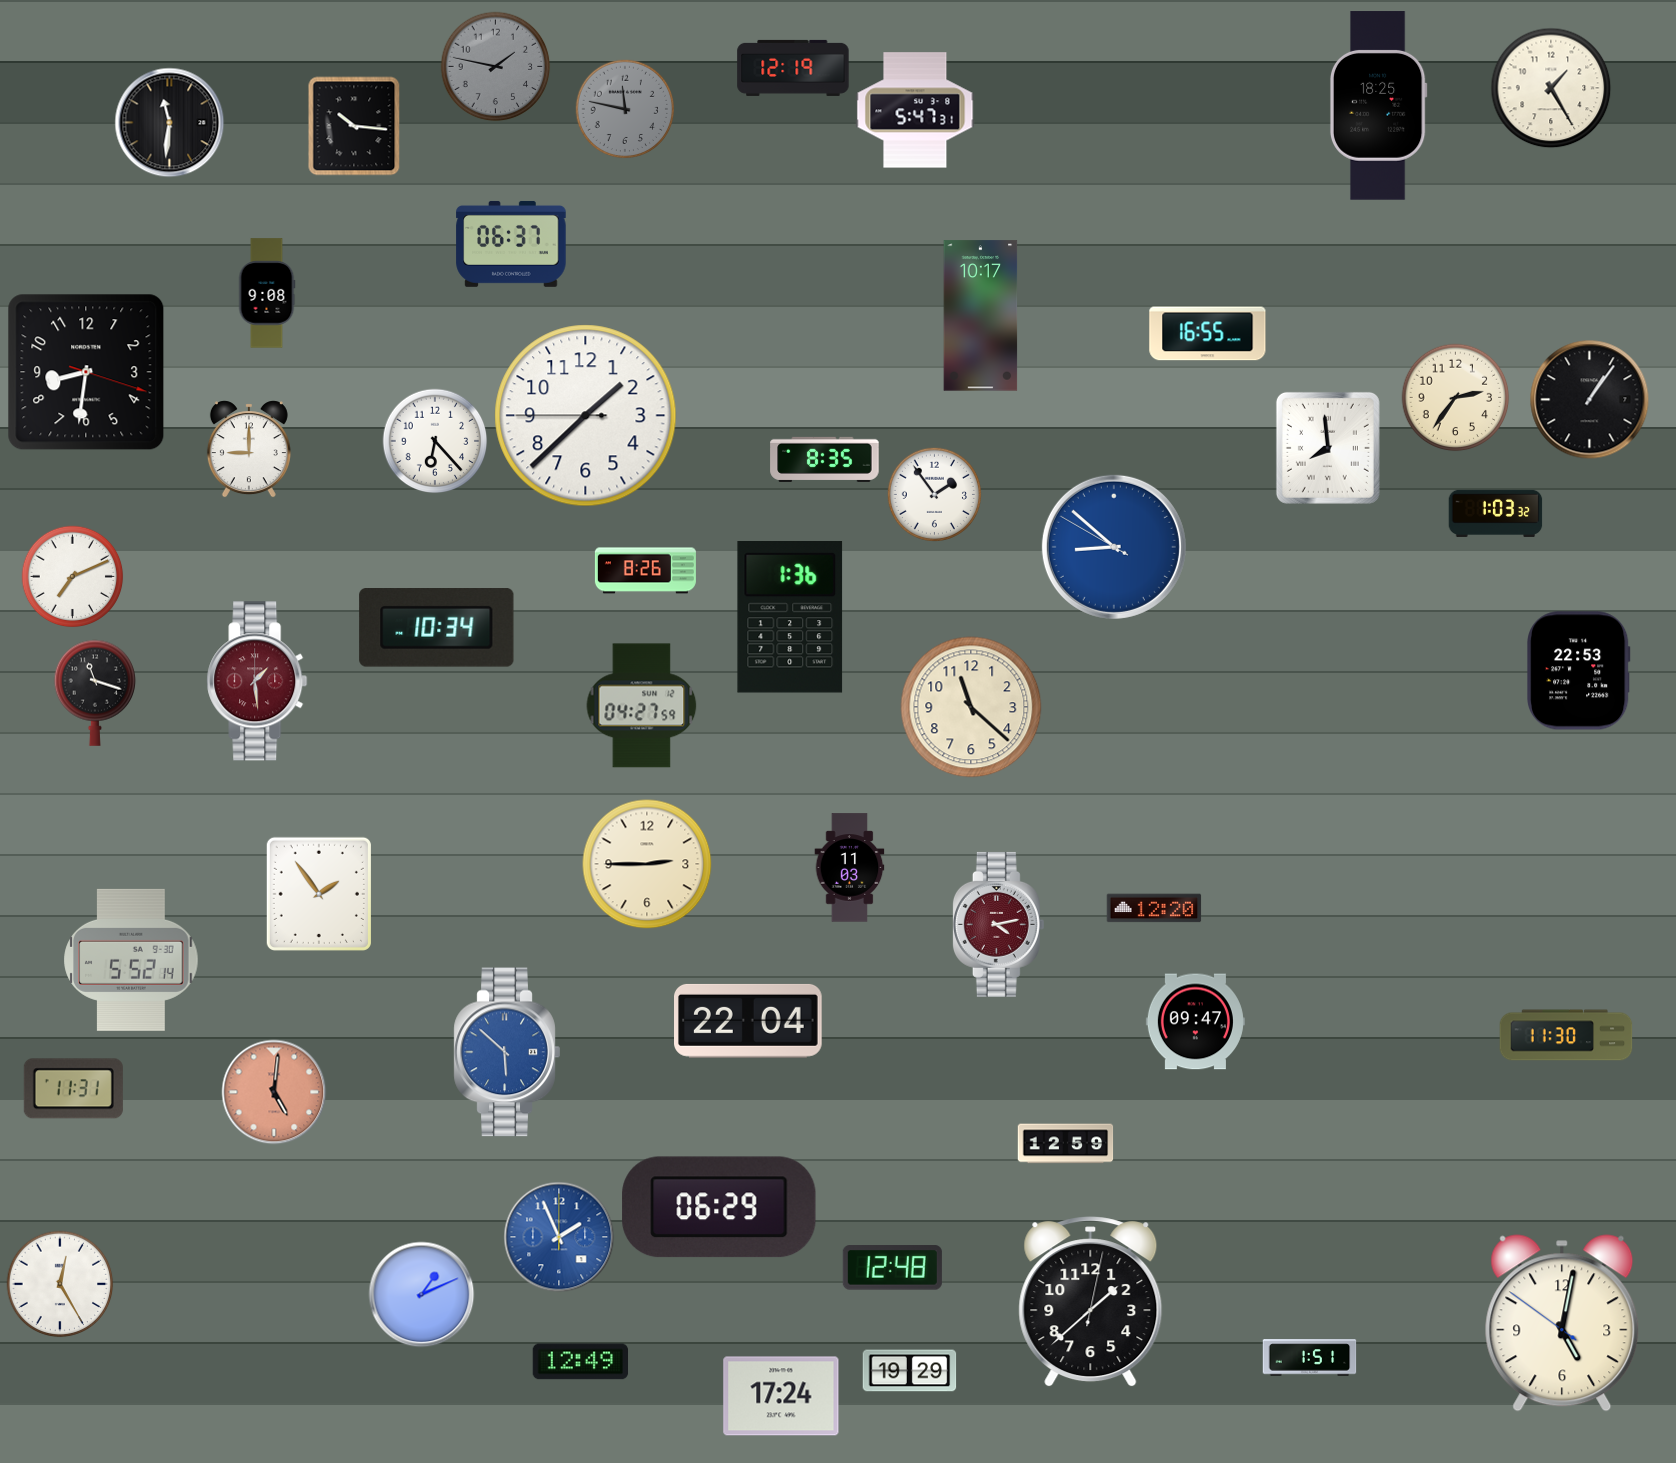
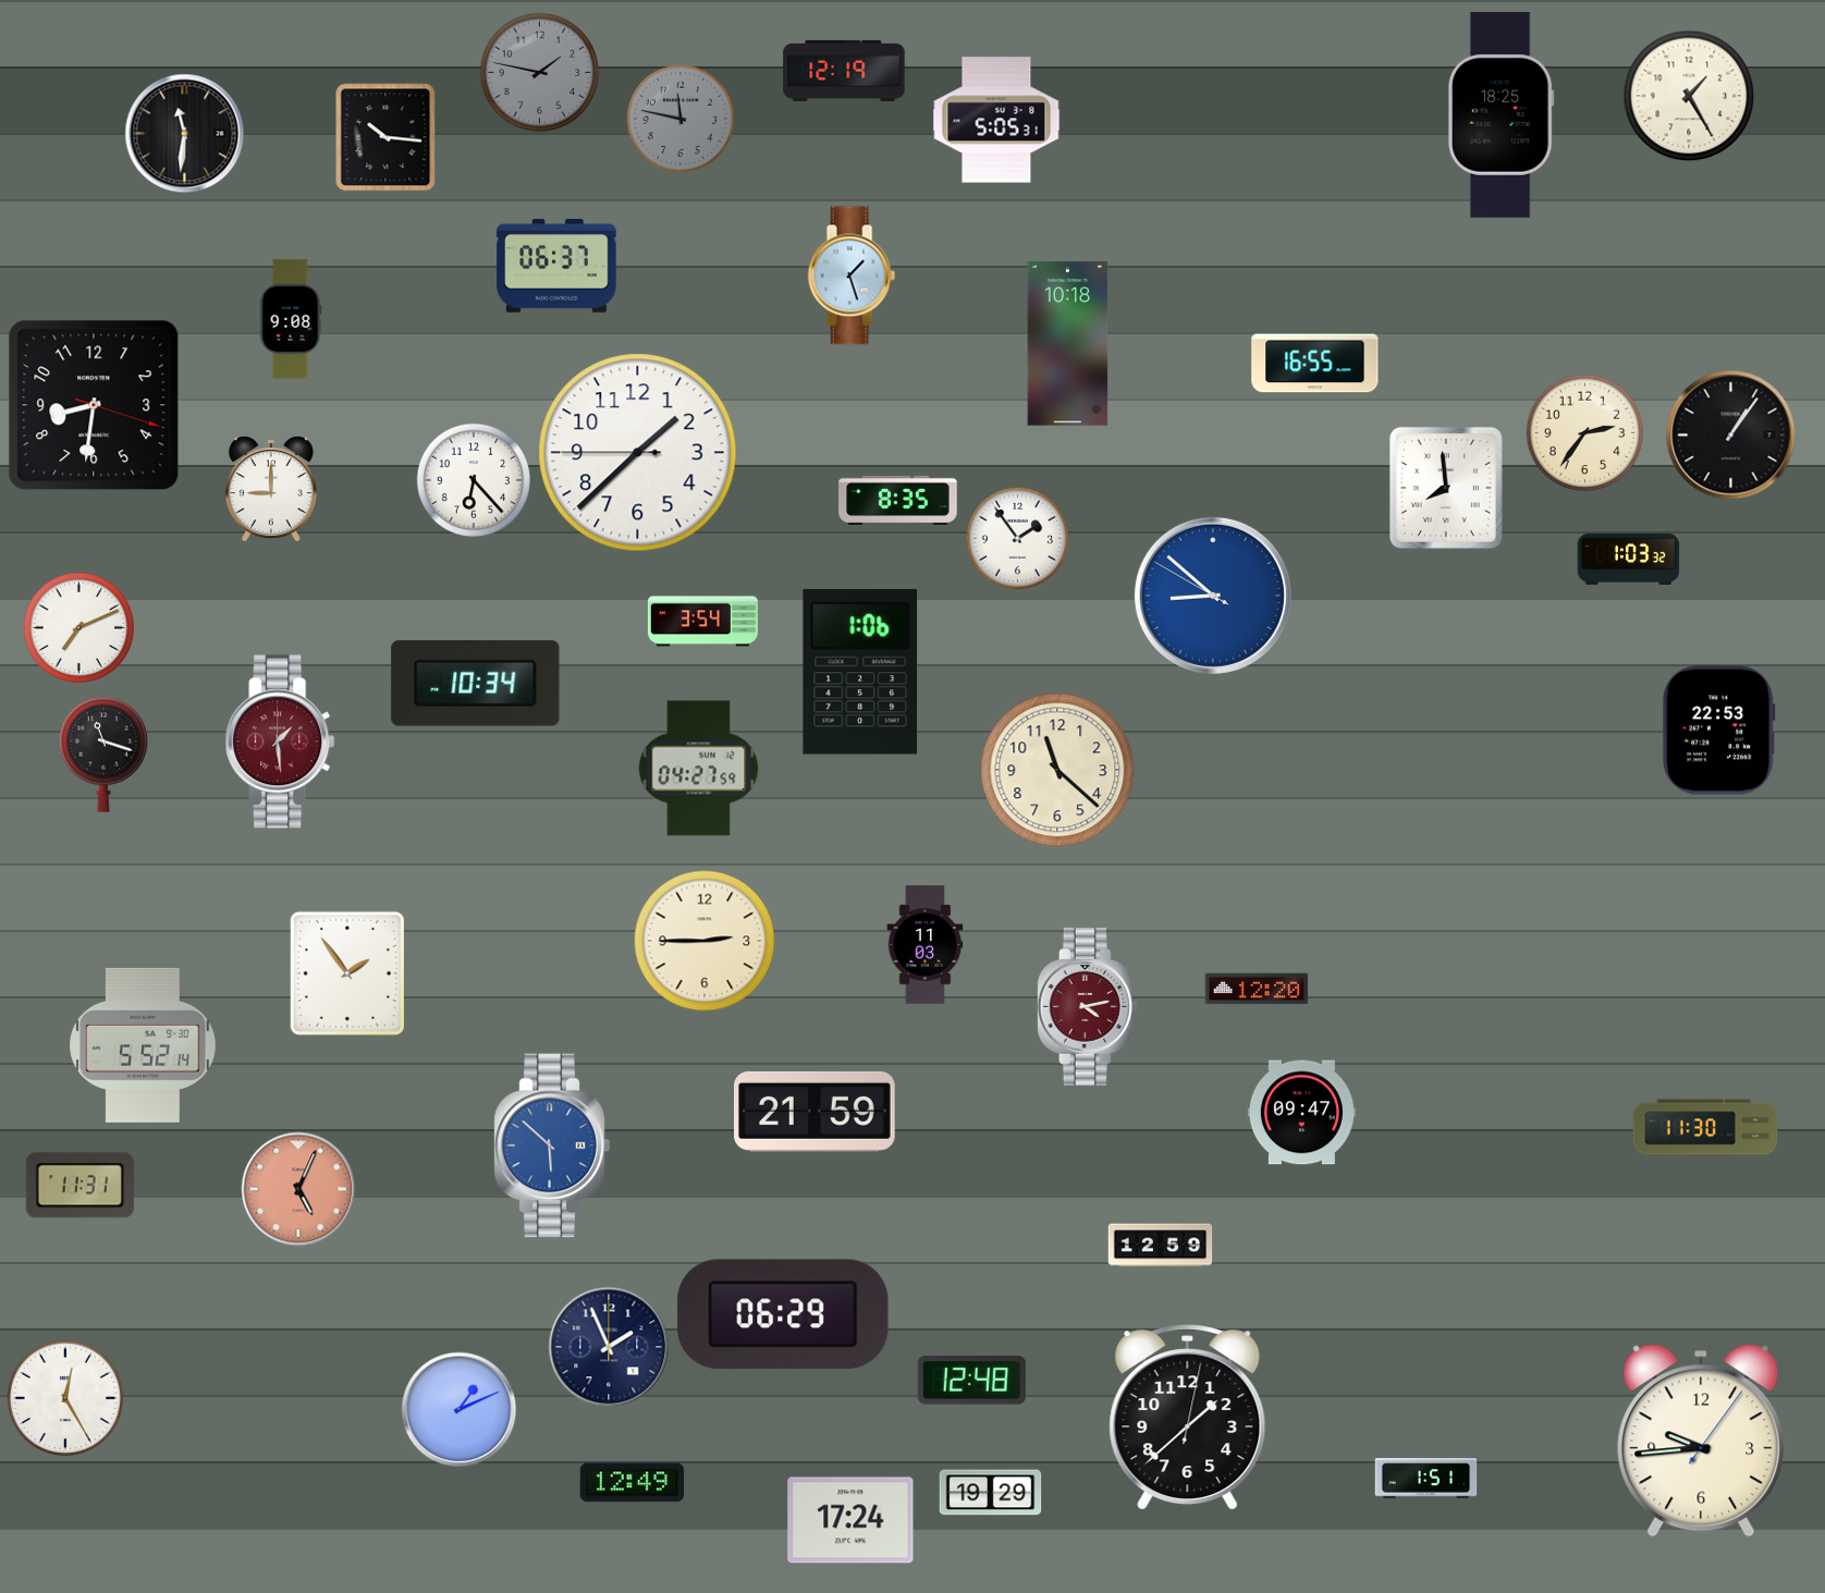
clock at (793, 68) position: (793, 68) -> (844, 71)
clock at (915, 110): 5:47 -> 5:05
clock at (852, 275): none -> 1:27
clock at (981, 316): 10:17 -> 10:18
clock at (645, 571): 8:26 -> 3:54
clock at (790, 618): 1:36 -> 1:06
clock at (749, 1021): 22:04 -> 21:59
clock at (274, 1092): 5:01 -> 5:04
clock at (559, 1237) dial: blue -> navy
clock at (1562, 1323): 5:01 -> 9:44
